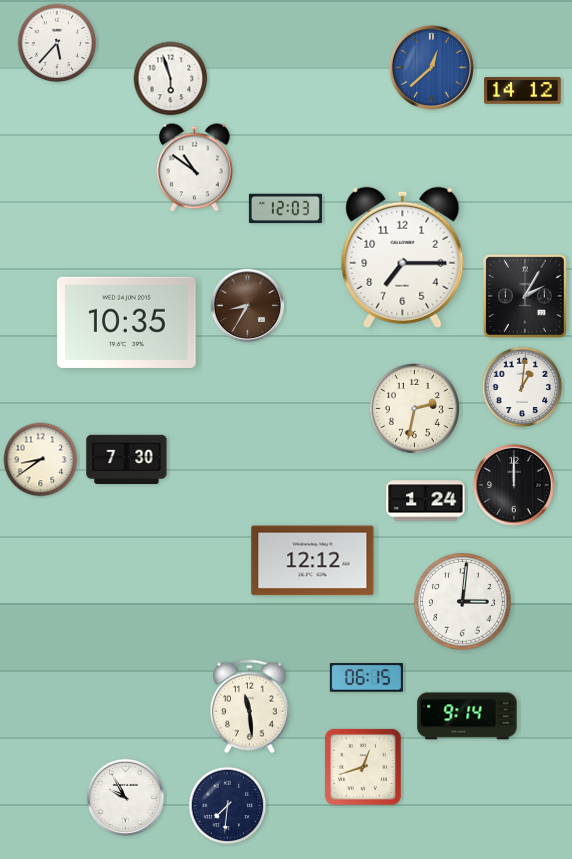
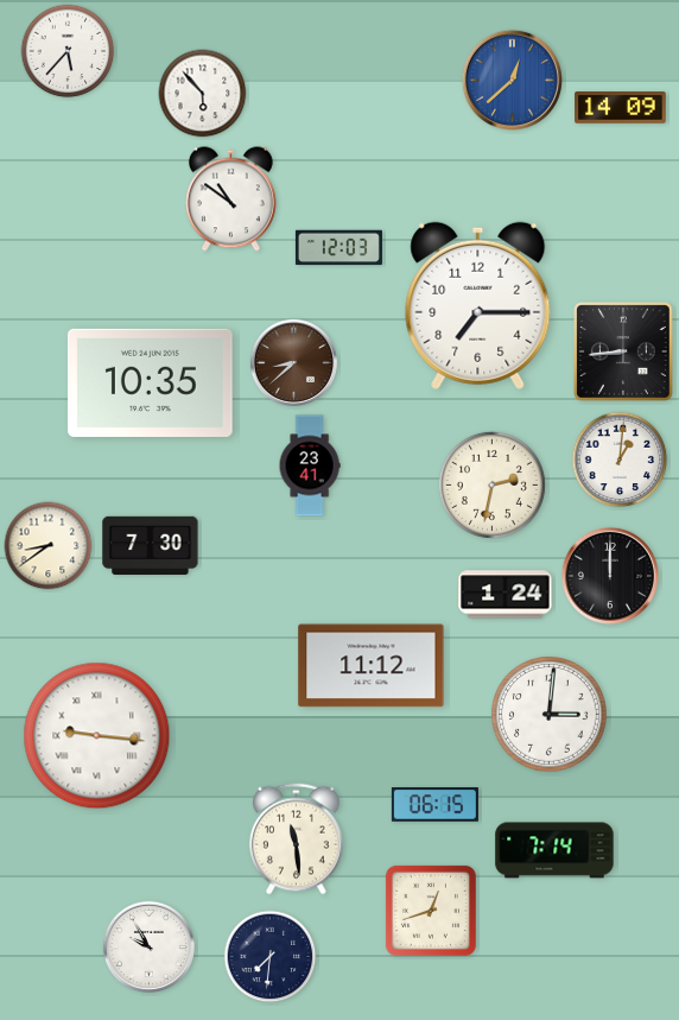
clock at (171, 79): 5:57 -> 5:53
clock at (523, 91): 14:12 -> 14:09
clock at (526, 297): 2:05 -> 8:44
clock at (248, 306): 8:35 -> 8:38
clock at (310, 465): none -> 23:41
clock at (313, 561): 12:12 -> 11:12
clock at (97, 736): none -> 9:16
clock at (467, 716): 9:14 -> 7:14
